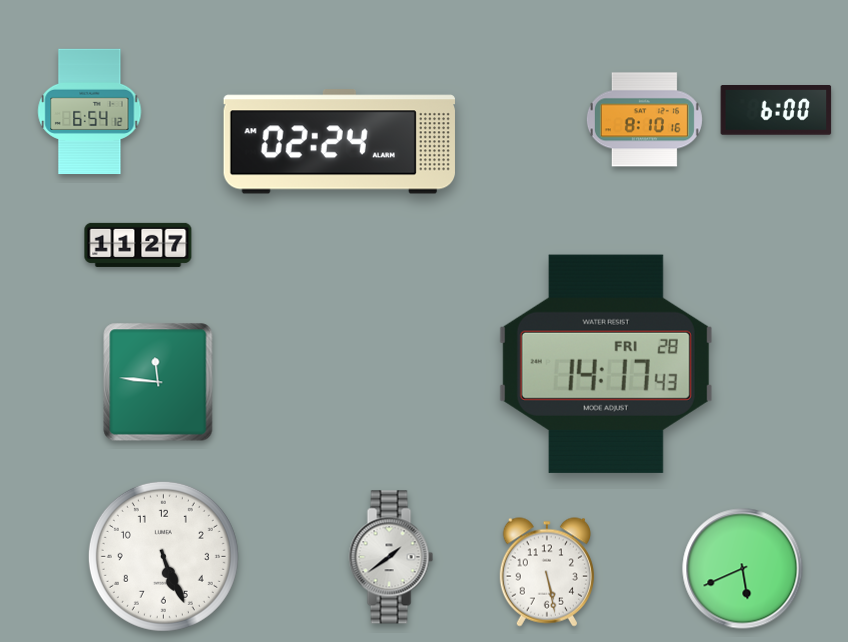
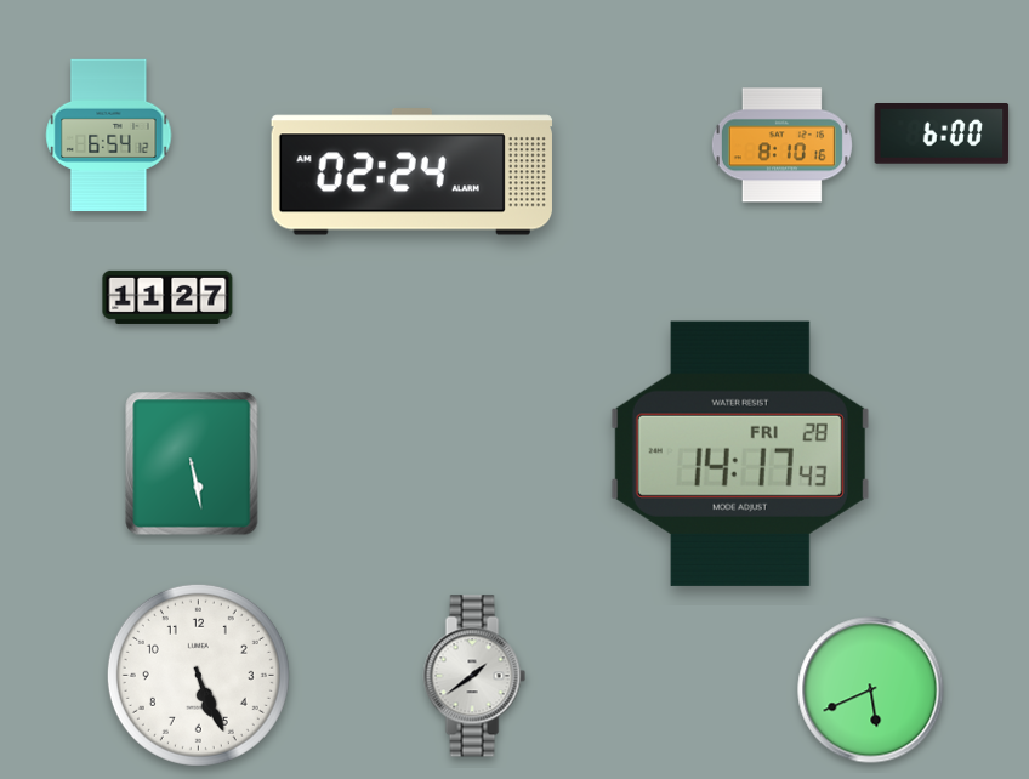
clock at (606, 364) position: (606, 364) -> (740, 454)
clock at (158, 382): 11:46 -> 5:28
clock at (743, 569) position: (743, 569) -> (871, 690)
clock at (547, 572): 5:28 -> none
